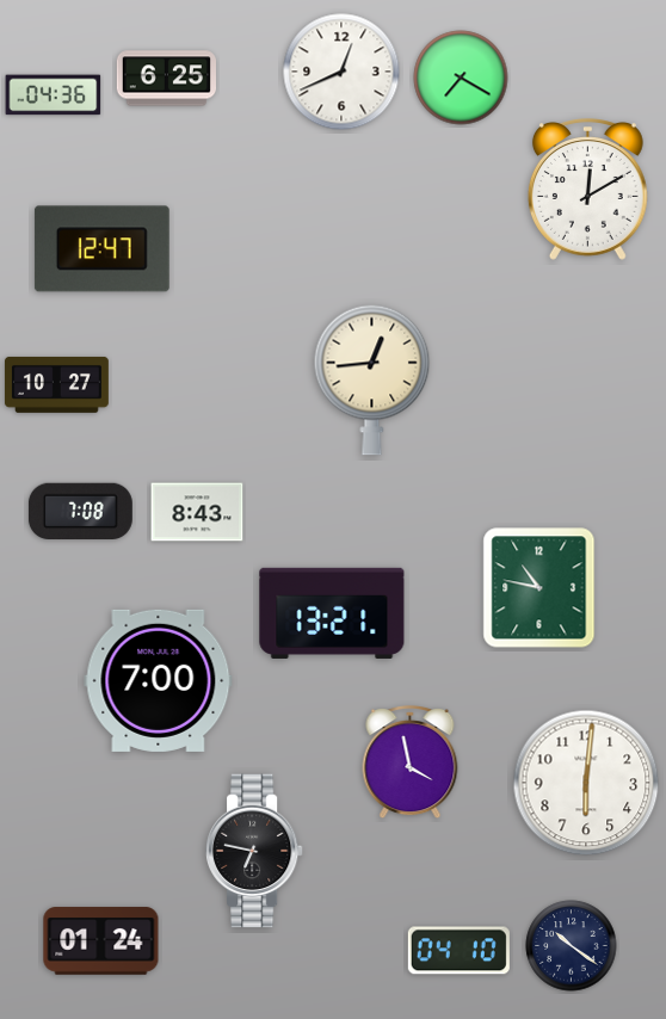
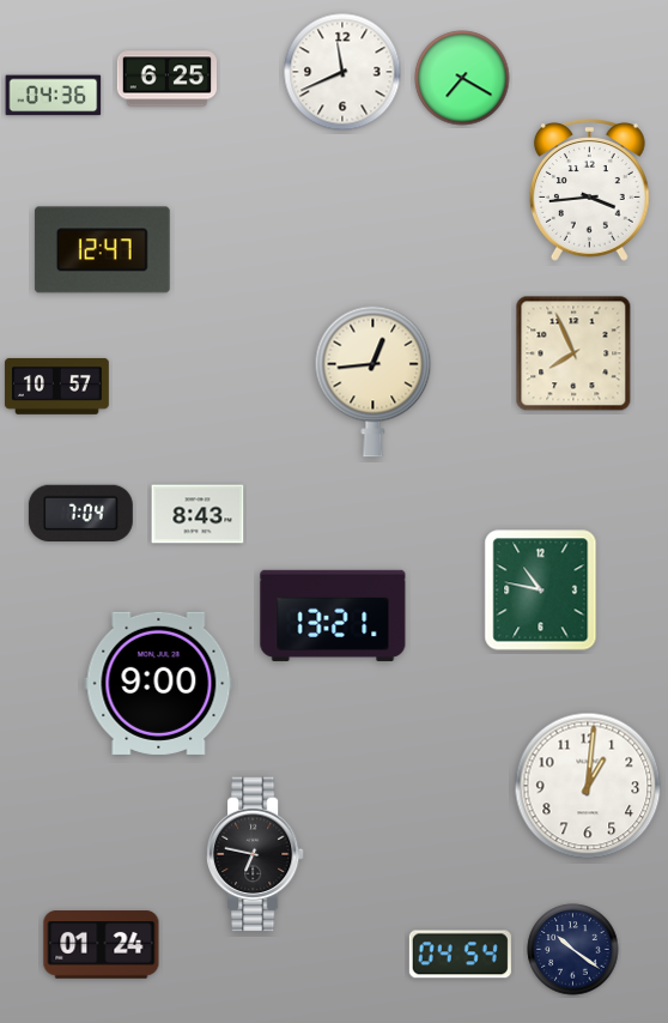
clock at (341, 72): 12:41 -> 11:41
clock at (587, 190): 12:10 -> 3:44
clock at (573, 353): none -> 7:56
clock at (56, 384): 10:27 -> 10:57
clock at (80, 511): 7:08 -> 7:04
clock at (159, 680): 7:00 -> 9:00
clock at (411, 764): 3:58 -> none
clock at (586, 783): 6:01 -> 1:01
clock at (458, 951): 04:10 -> 04:54
